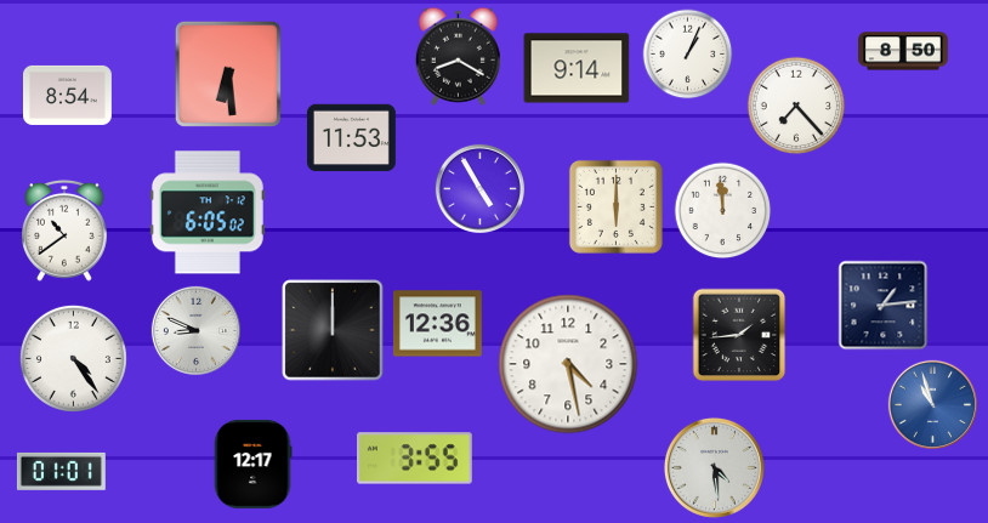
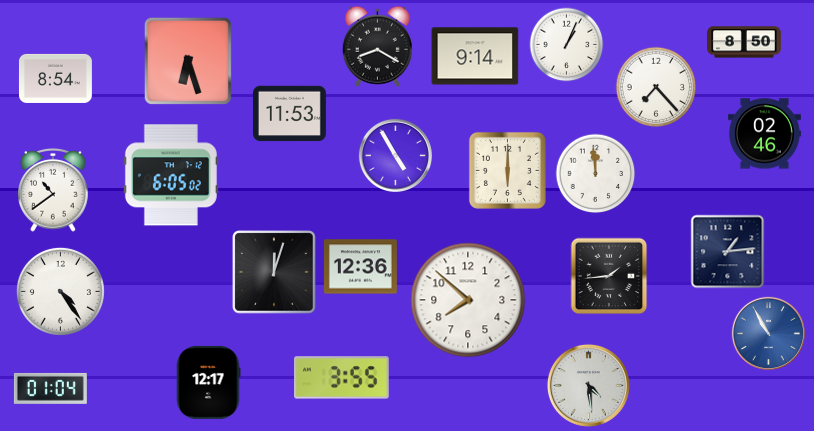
clock at (228, 74): 6:29 -> 6:27
clock at (764, 134): none -> 02:46
clock at (195, 330): 8:49 -> none
clock at (333, 330): 12:00 -> 12:03
clock at (73, 358) position: (73, 358) -> (60, 291)
clock at (568, 364): 4:28 -> 7:52
clock at (932, 404): 10:57 -> 10:55
clock at (61, 471): 01:01 -> 01:04
